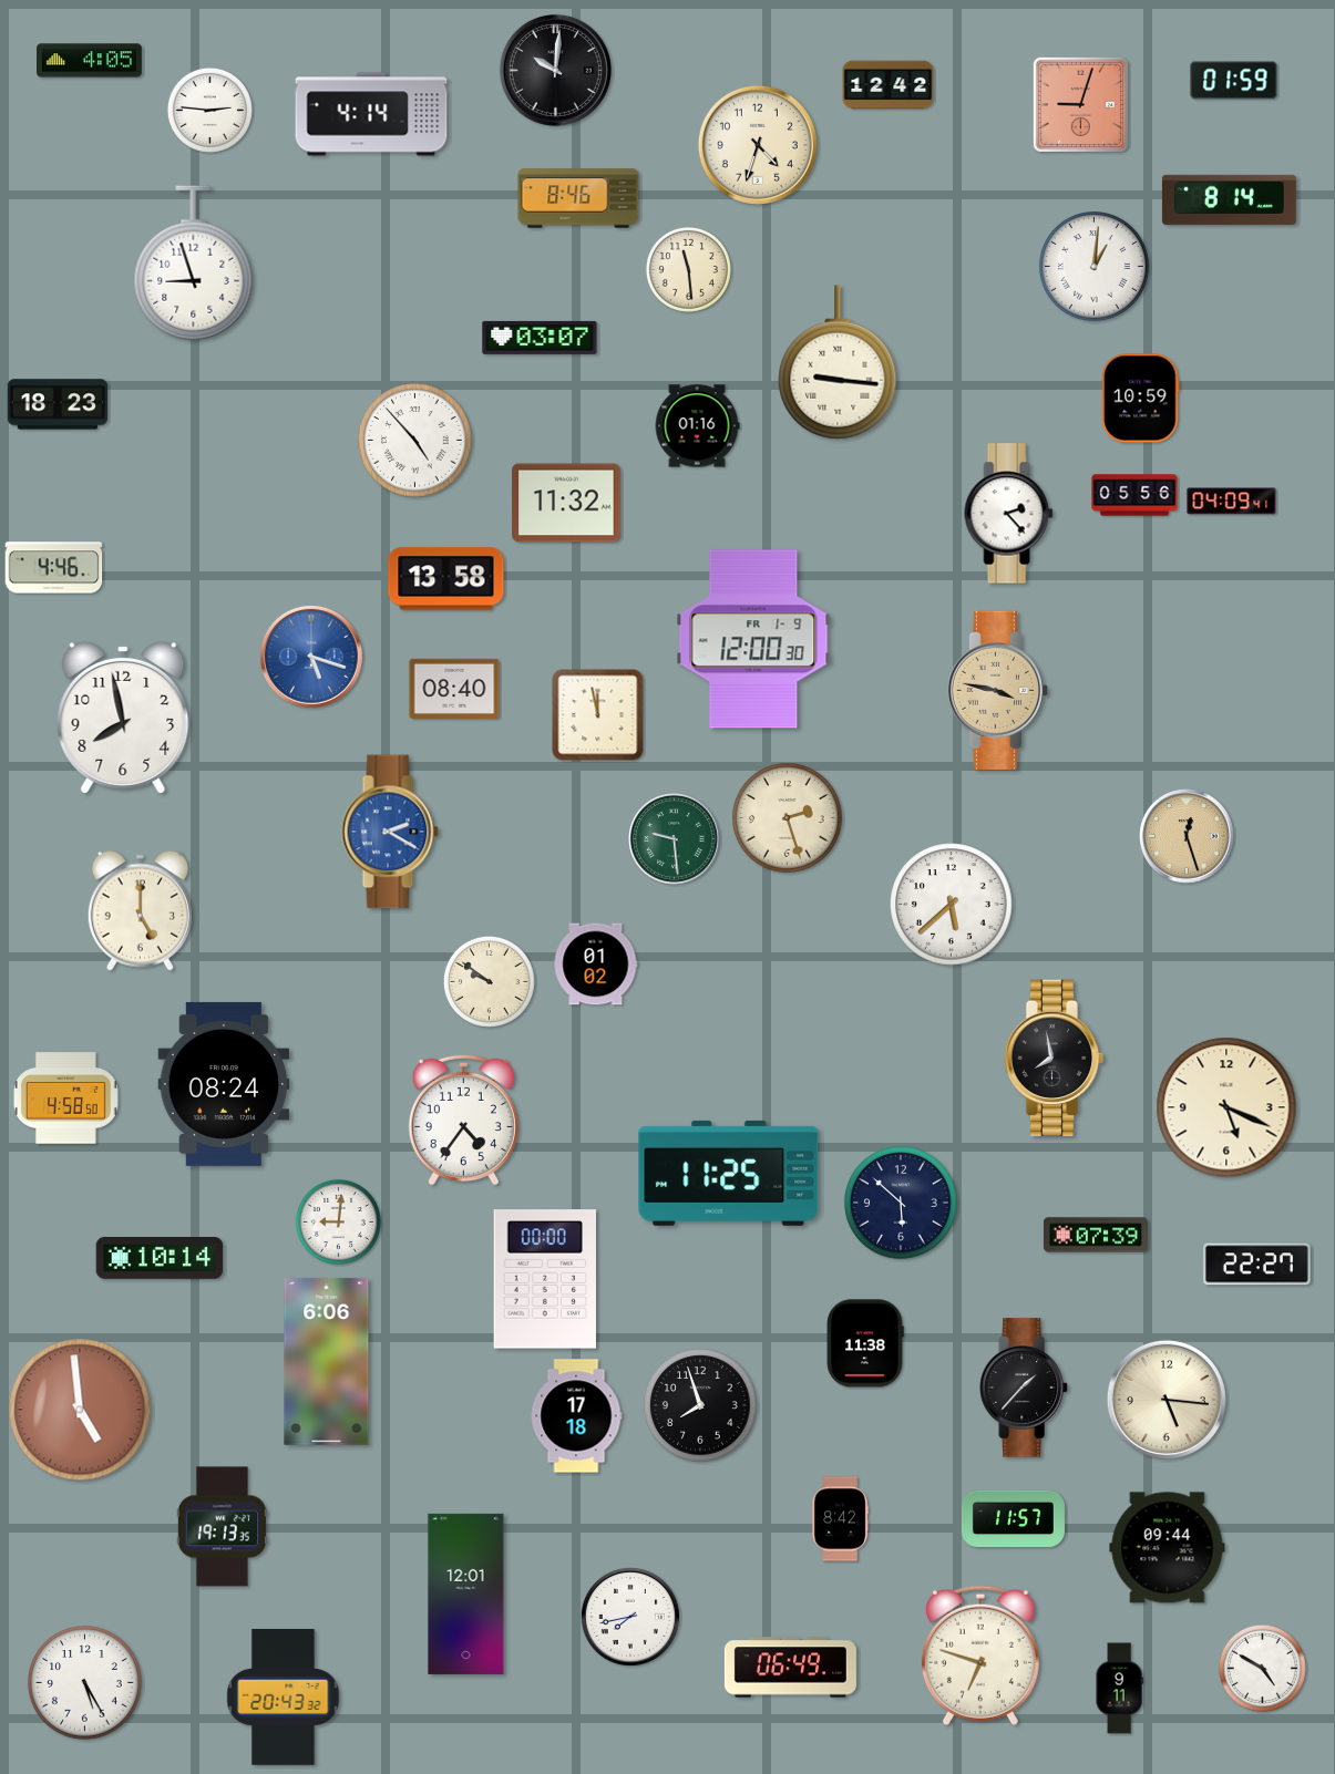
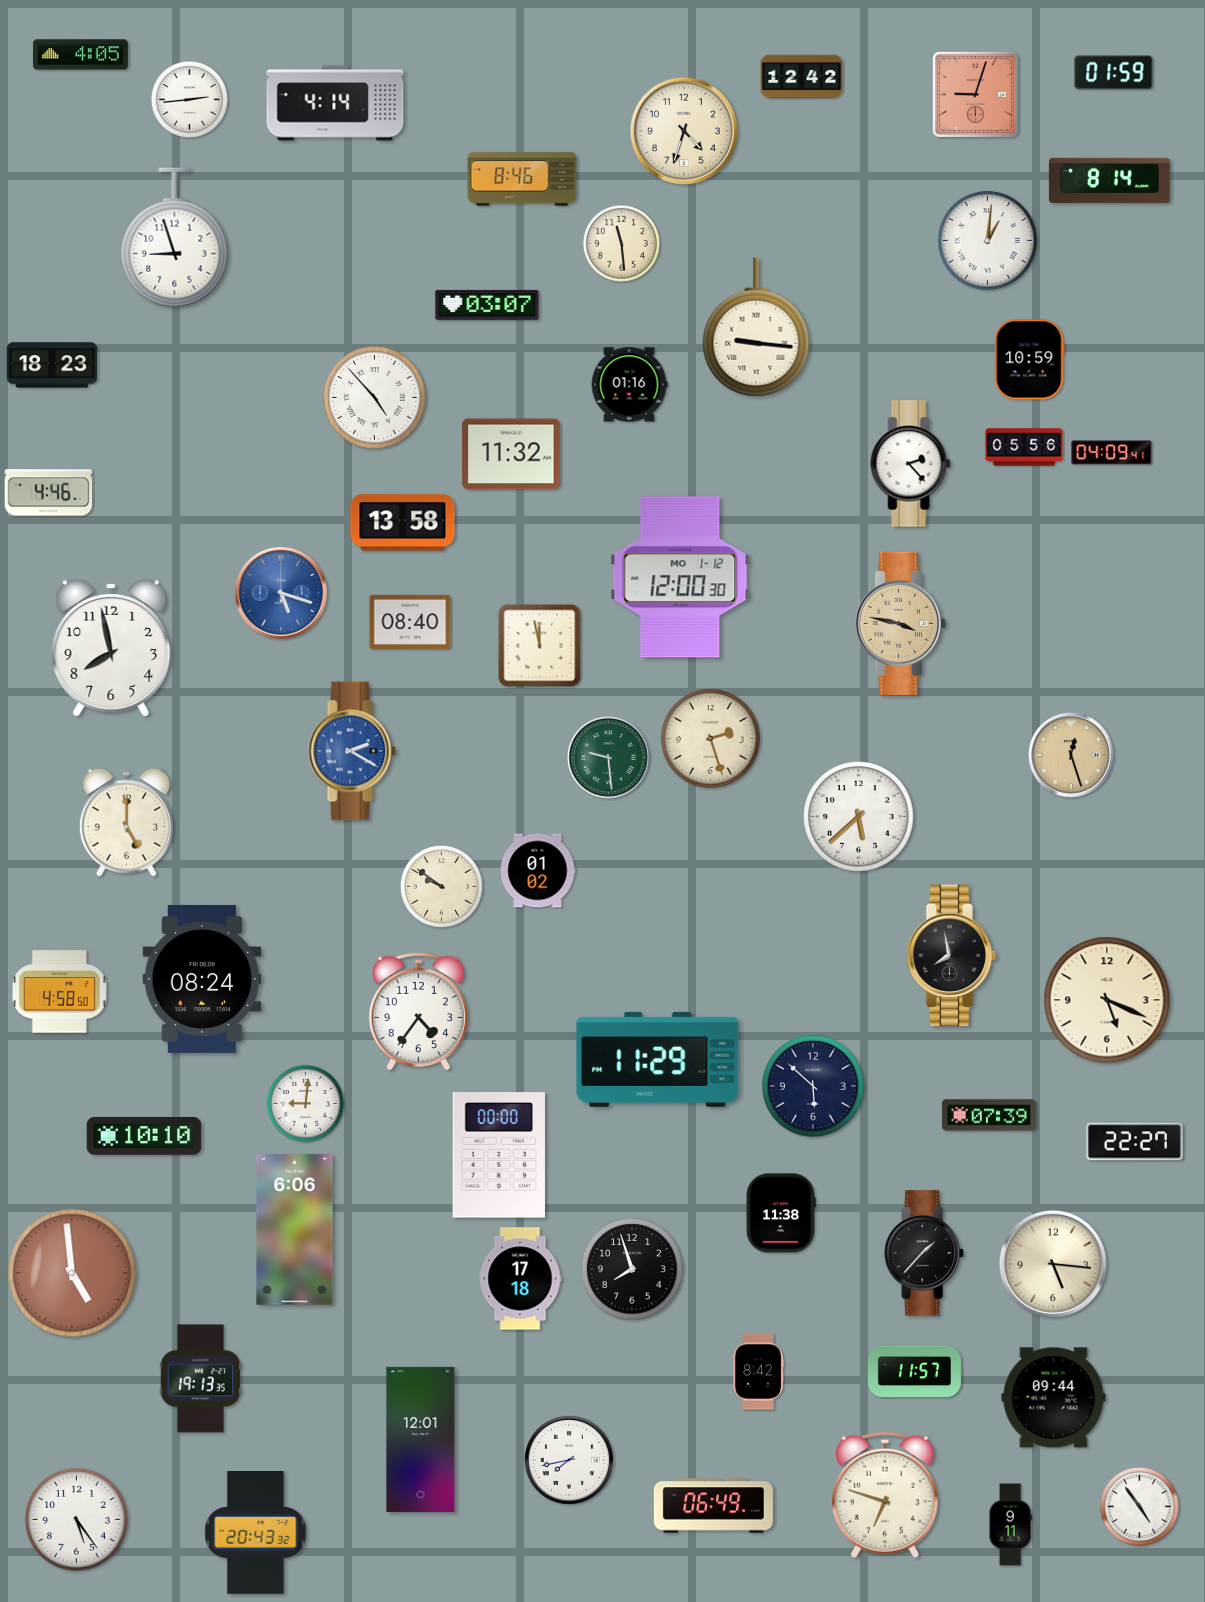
clock at (555, 70): 10:01 -> none
clock at (209, 110): 2:46 -> 2:44
clock at (54, 568) position: (54, 568) -> (49, 493)
clock at (753, 639) date: FR 1-9 -> MO 1-12
clock at (729, 1173): 11:25 -> 11:29
clock at (160, 1258): 10:14 -> 10:10
clock at (545, 1279) position: (545, 1279) -> (499, 1155)
clock at (1262, 1668): 4:50 -> 4:54
clock at (85, 1683): 5:25 -> 5:24
